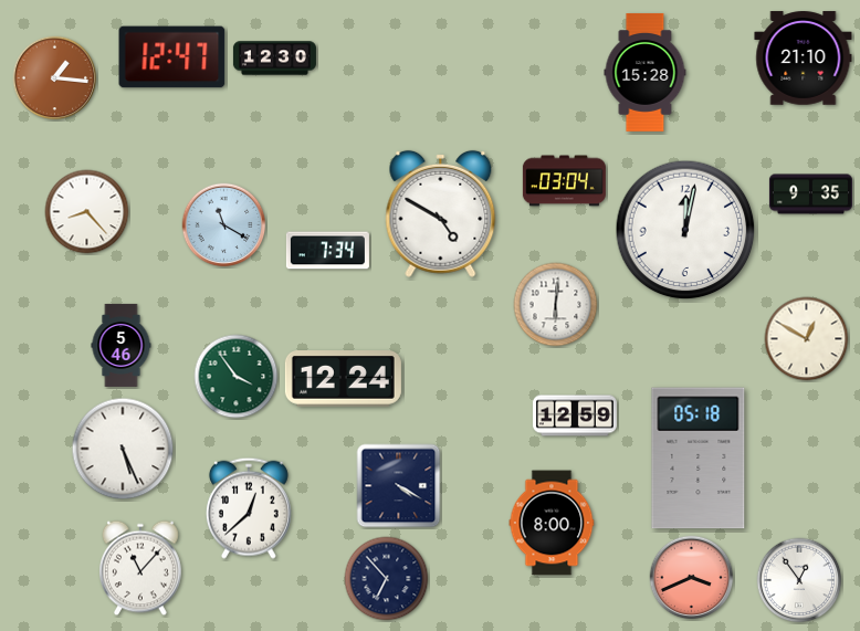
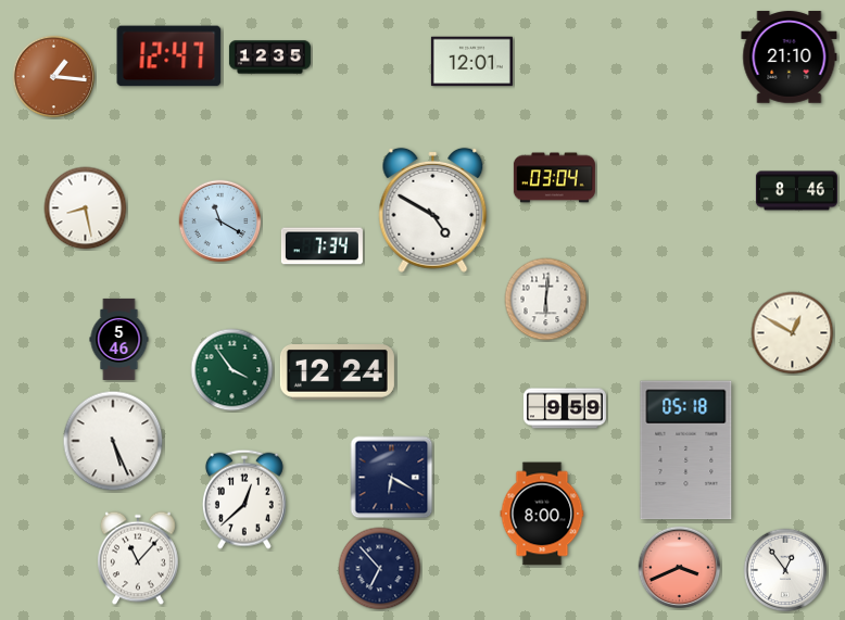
clock at (274, 59): 12:30 -> 12:35
clock at (471, 62): none -> 12:01
clock at (646, 72): 15:28 -> none
clock at (810, 194): 9:35 -> 8:46
clock at (87, 212): 8:23 -> 8:28
clock at (685, 230): 12:02 -> none
clock at (575, 416): 12:59 -> 9:59
clock at (123, 449) position: (123, 449) -> (113, 441)
clock at (399, 486): 4:20 -> 6:20
